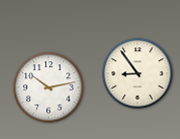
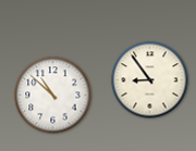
clock at (49, 88): 10:13 -> 10:52
